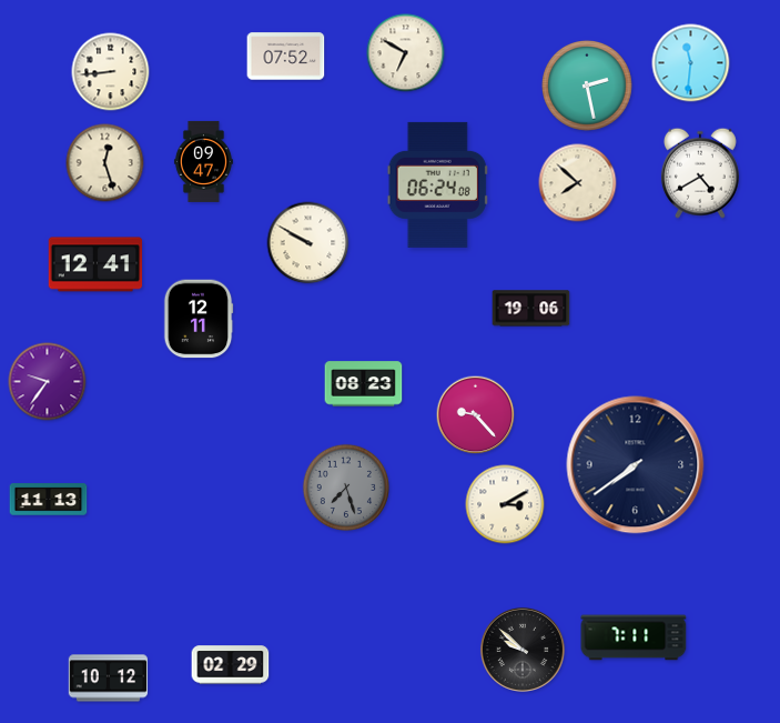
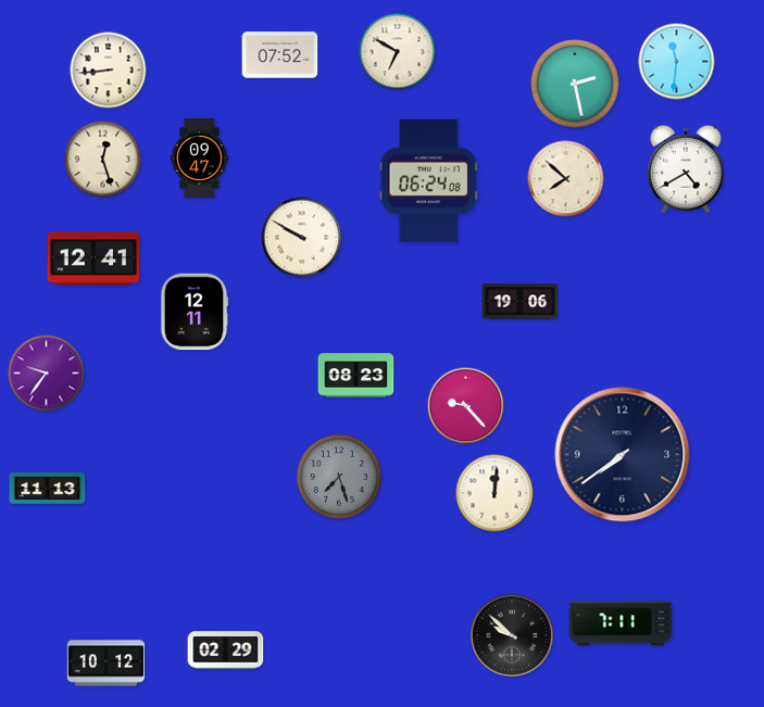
clock at (505, 504): 3:10 -> 12:01
